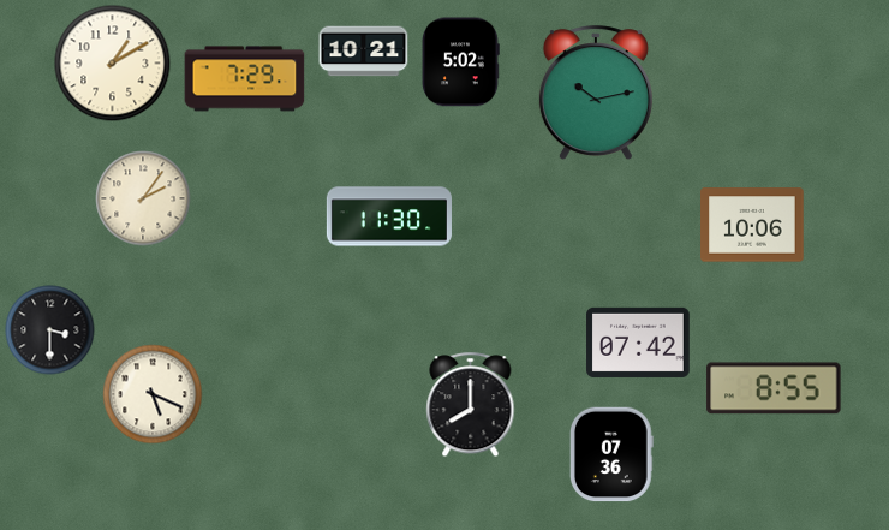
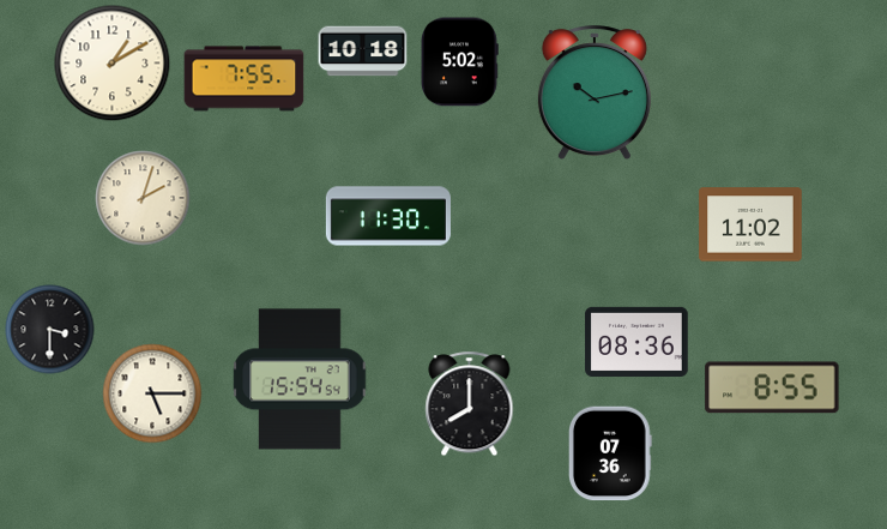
clock at (364, 52): 10:21 -> 10:18
clock at (245, 79): 7:29 -> 7:55
clock at (143, 198): 2:06 -> 2:03
clock at (752, 225): 10:06 -> 11:02
clock at (638, 343): 07:42 -> 08:36
clock at (300, 379): none -> 15:54
clock at (153, 394): 5:19 -> 5:15
